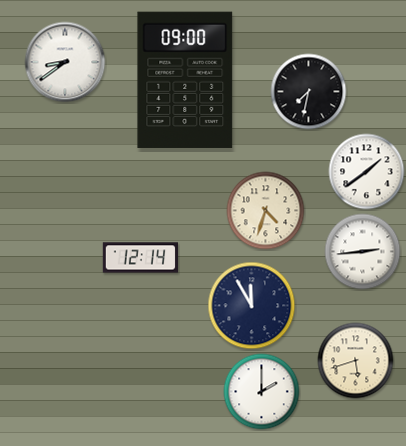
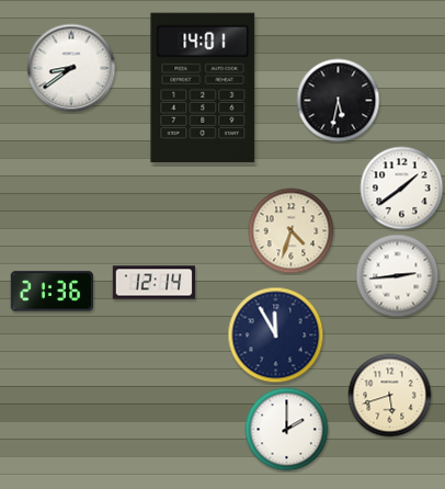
clock at (185, 79): 09:00 -> 14:01
clock at (309, 92): 7:32 -> 5:32
clock at (53, 292): none -> 21:36
